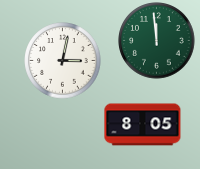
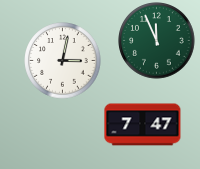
clock at (157, 41): 11:59 -> 11:56
clock at (143, 125): 8:05 -> 7:47
